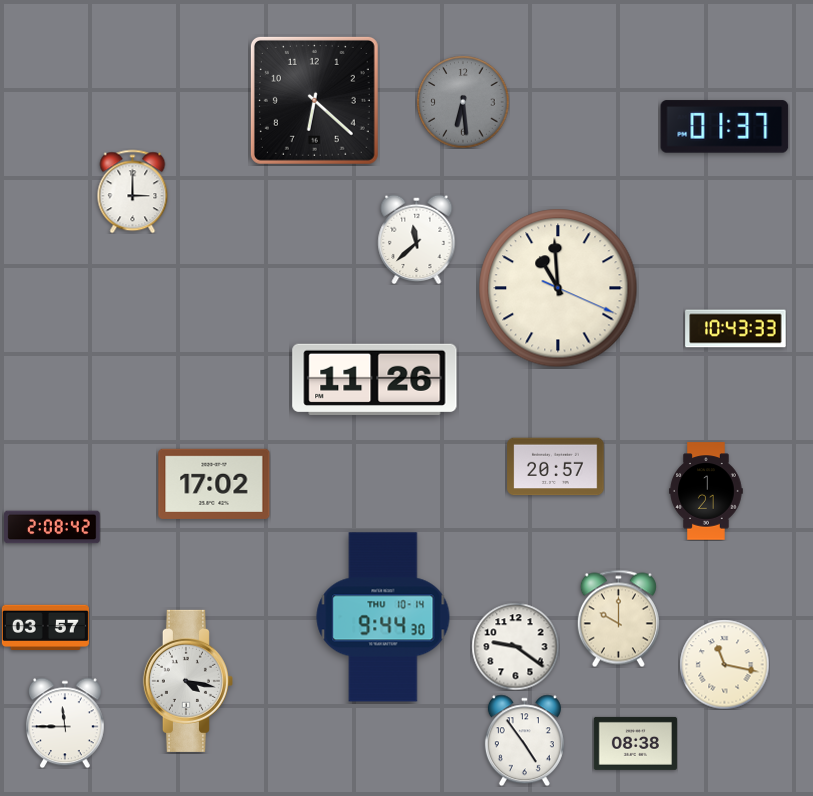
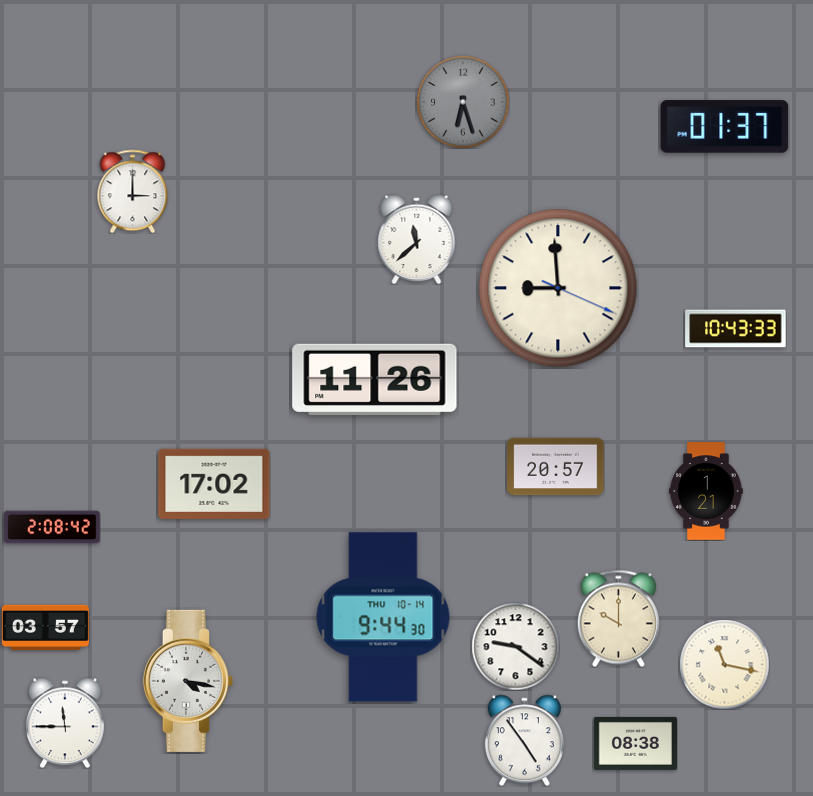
clock at (314, 100): 6:22 -> none
clock at (463, 102): 6:29 -> 6:27
clock at (558, 288): 10:59 -> 8:59
